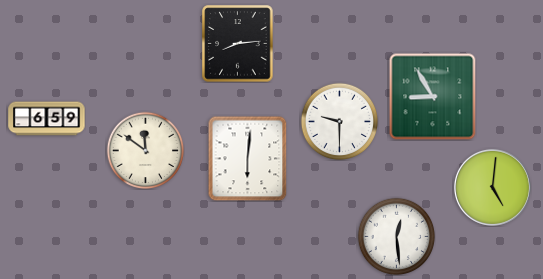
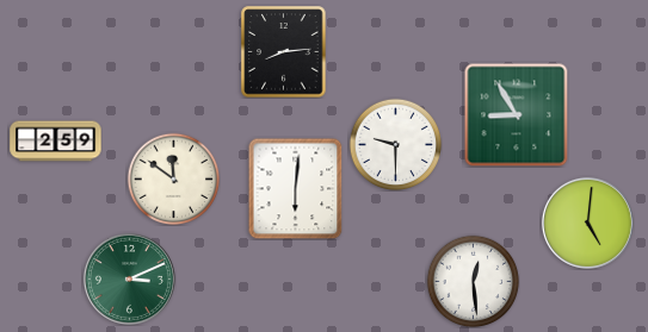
clock at (47, 119): 6:59 -> 2:59
clock at (339, 121) position: (339, 121) -> (395, 144)
clock at (129, 278): none -> 3:11
